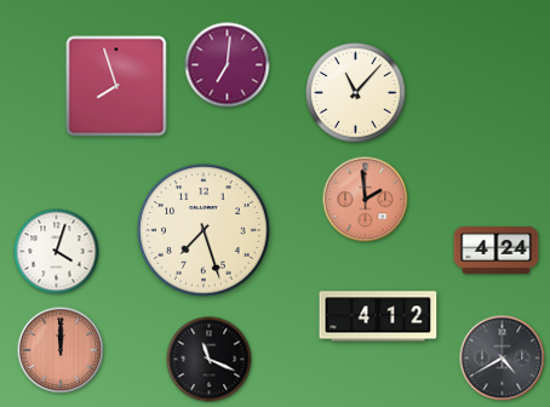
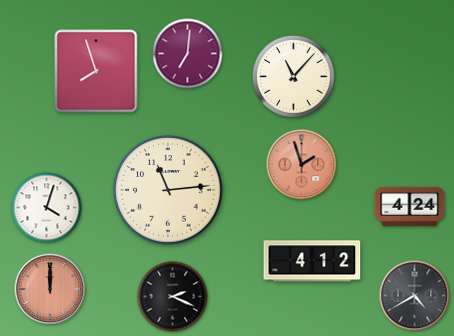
clock at (366, 200): 1:59 -> 1:57
clock at (204, 230): 7:27 -> 11:14
clock at (210, 360): 11:19 -> 2:19
